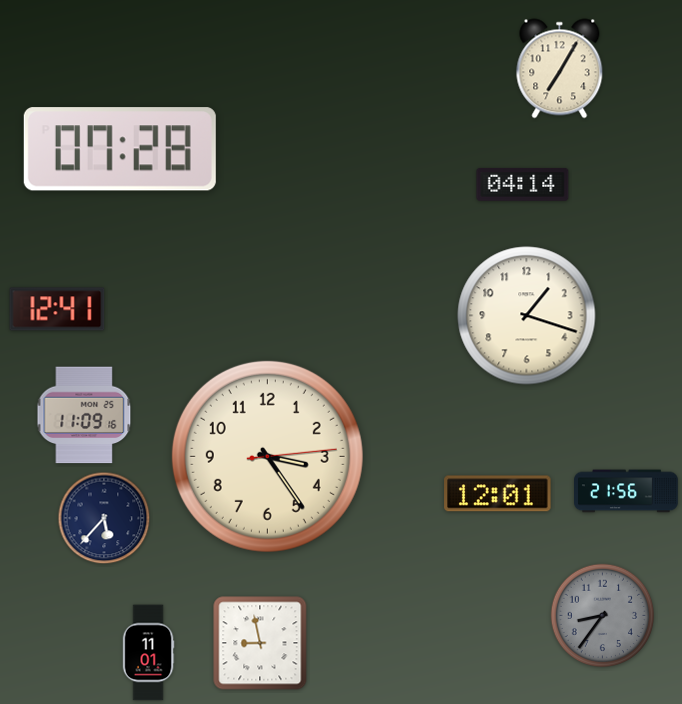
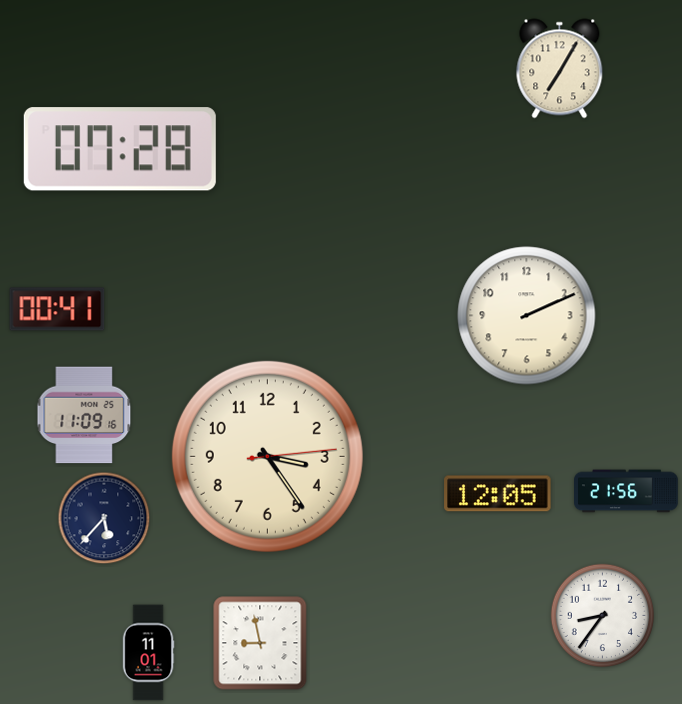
clock at (523, 184): 04:14 -> none
clock at (57, 309): 12:41 -> 00:41
clock at (527, 316): 1:18 -> 2:11
clock at (498, 494): 12:01 -> 12:05
clock at (603, 616) dial: grey -> white
